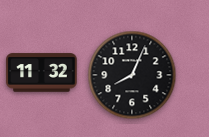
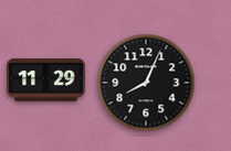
clock at (42, 73): 11:32 -> 11:29
